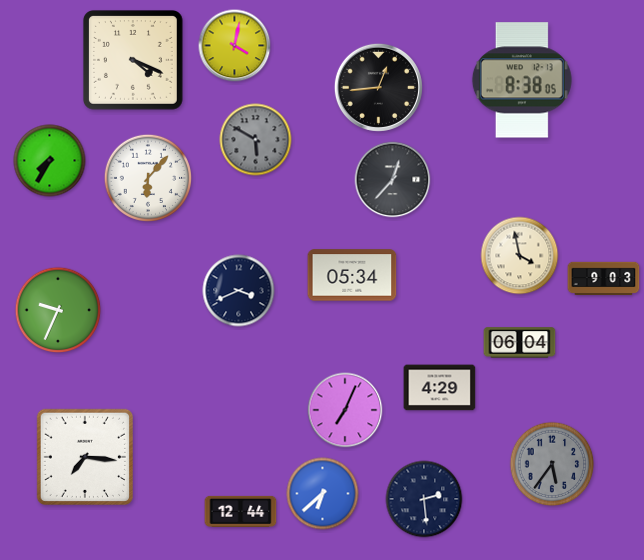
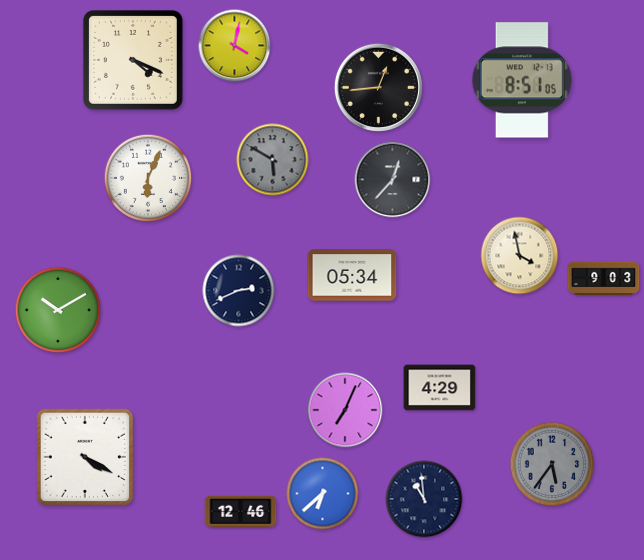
clock at (522, 80): 8:38 -> 8:51
clock at (256, 140) position: (256, 140) -> (273, 160)
clock at (50, 161): 7:35 -> none
clock at (147, 177): 6:07 -> 6:04
clock at (239, 291): 3:41 -> 2:41
clock at (58, 310): 9:34 -> 10:10
clock at (520, 343): 06:04 -> none
clock at (85, 457): 7:16 -> 4:20
clock at (424, 499): 2:29 -> 10:59
clock at (241, 511): 12:44 -> 12:46
